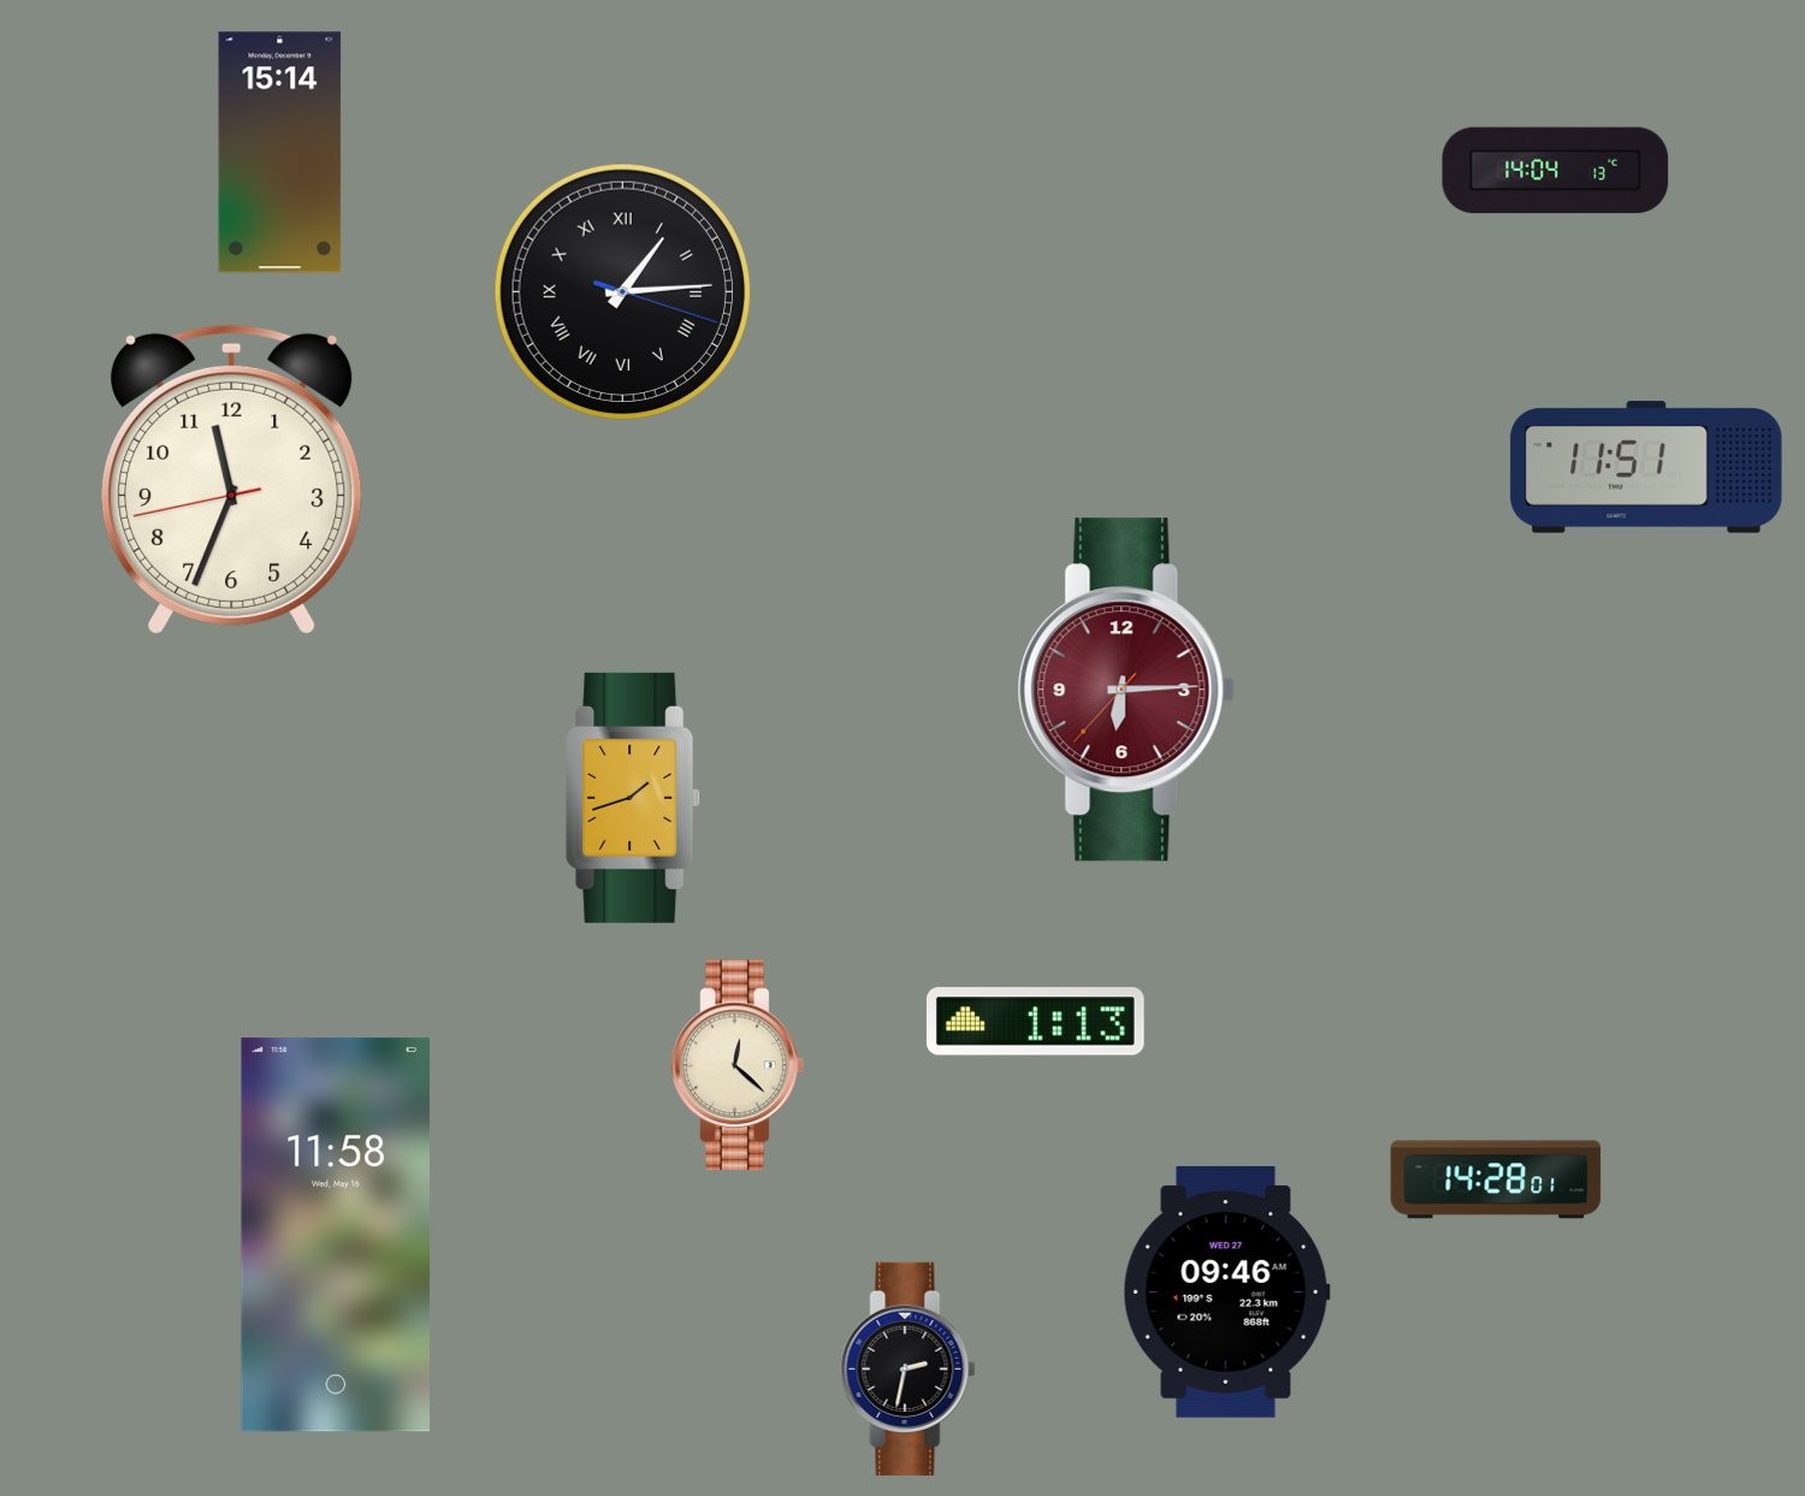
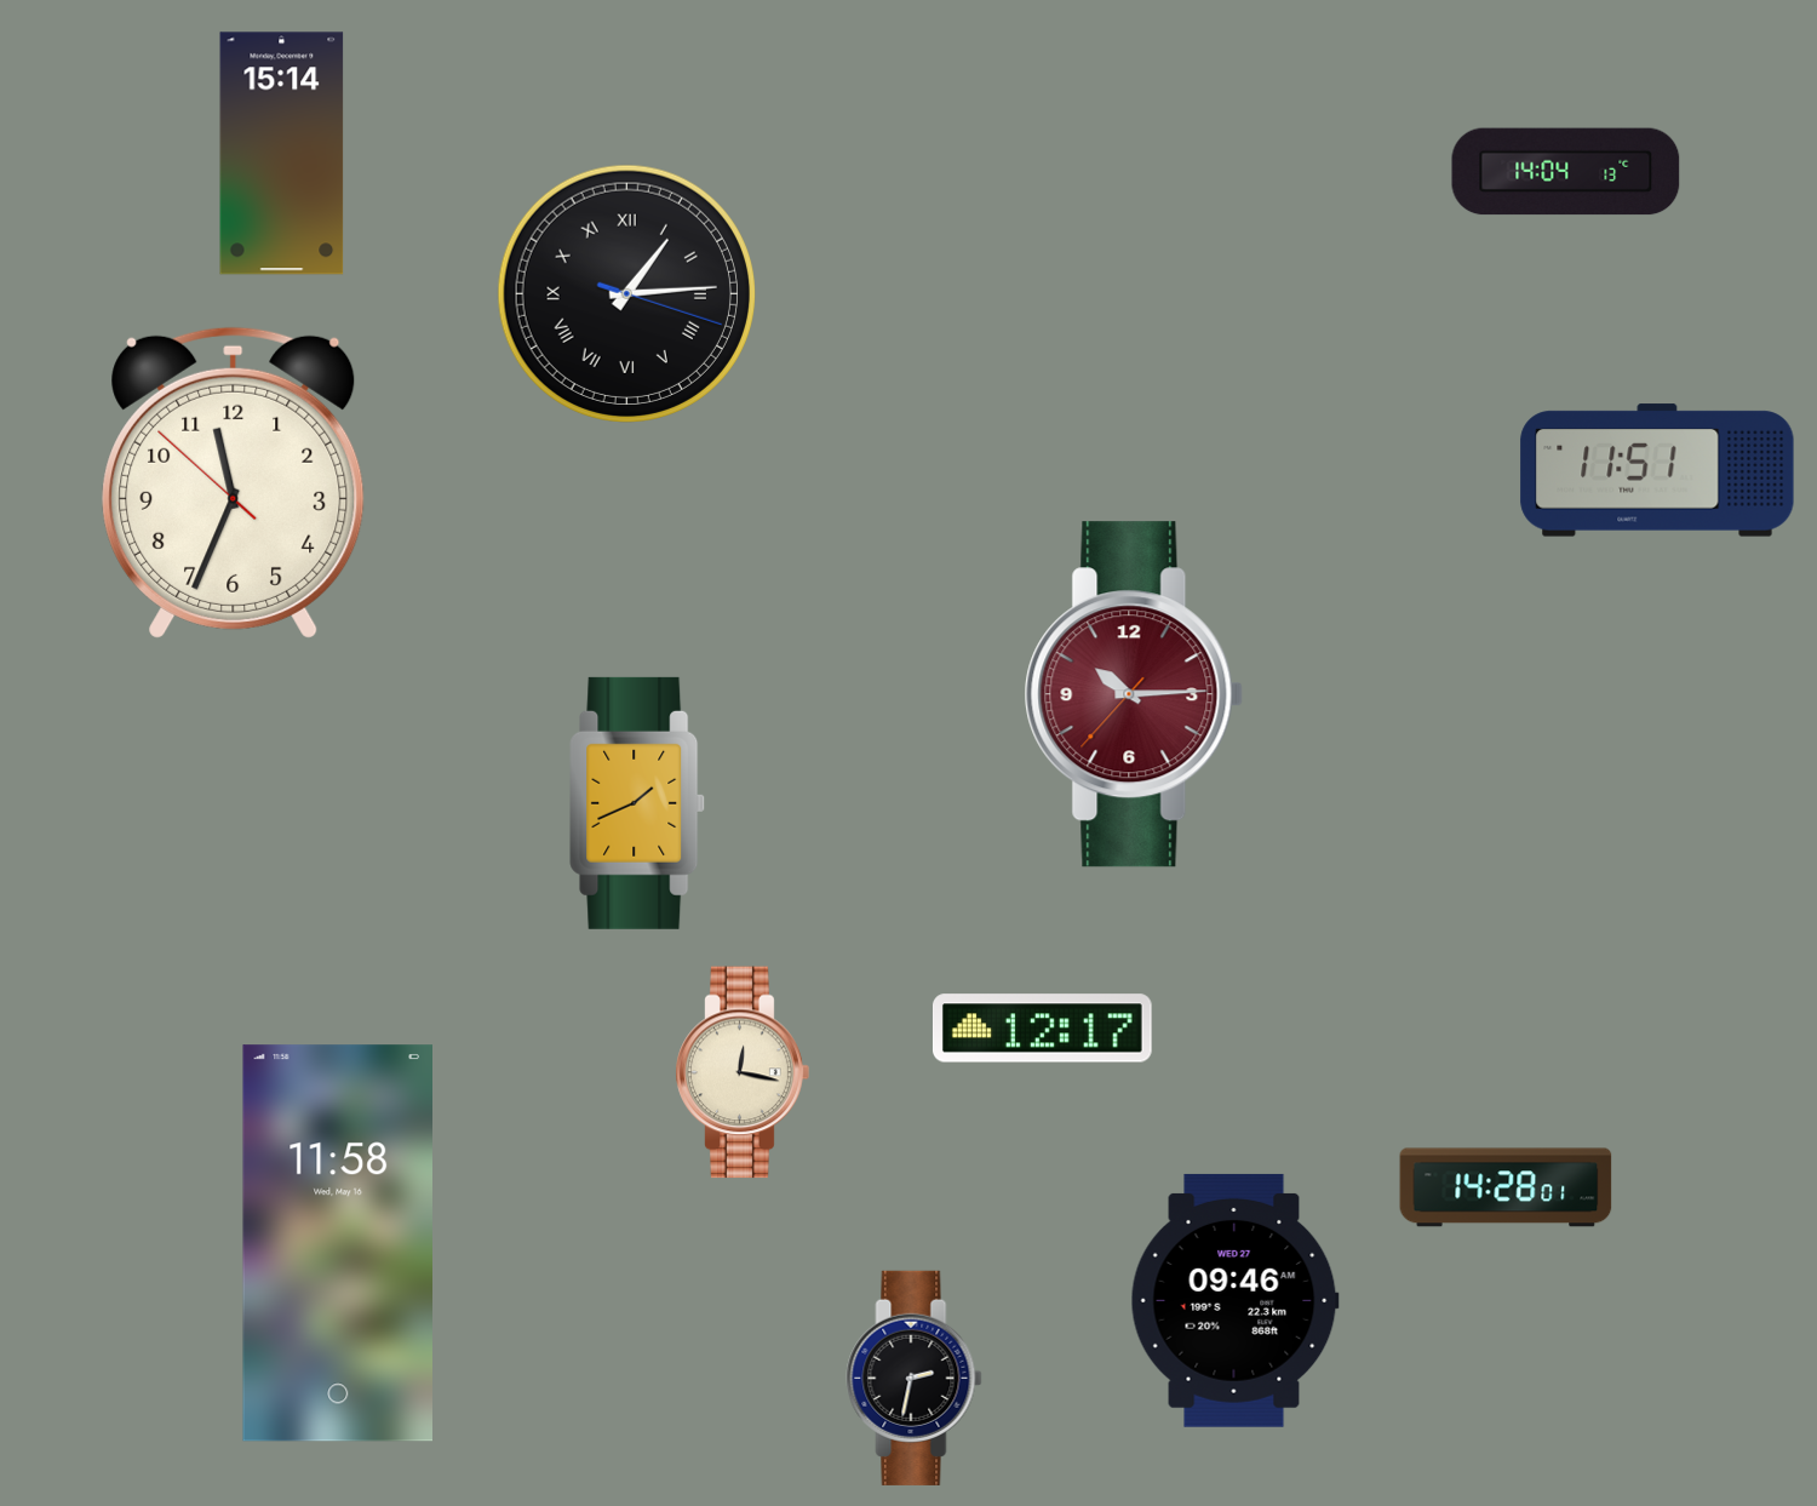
clock at (232, 479): 11:33:43 -> 11:33:52
clock at (1126, 690): 6:14 -> 10:14
clock at (634, 798): 1:42 -> 1:41
clock at (1035, 1022): 1:13 -> 12:17
clock at (738, 1065): 12:22 -> 12:17
